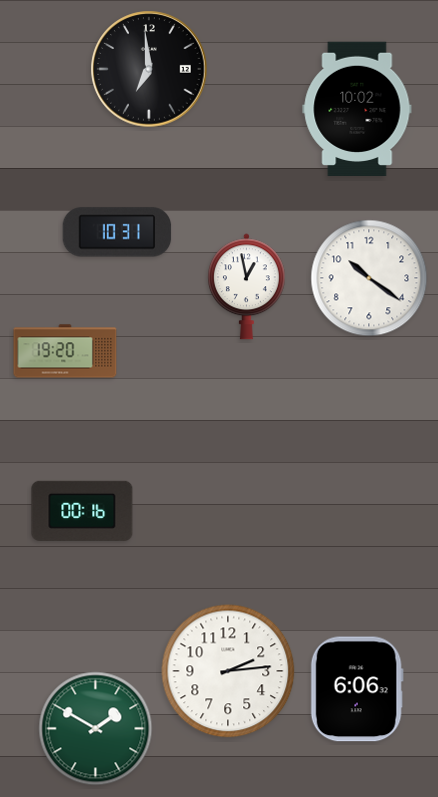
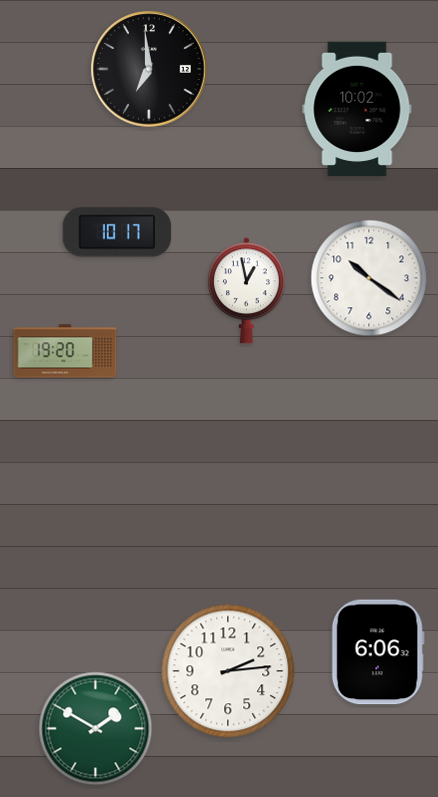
clock at (117, 232): 10:31 -> 10:17
clock at (246, 287) position: (246, 287) -> (246, 291)
clock at (82, 511): 00:16 -> none
clock at (357, 689) position: (357, 689) -> (378, 652)
